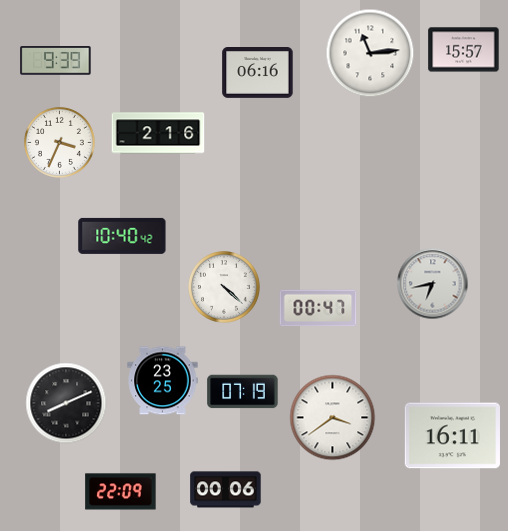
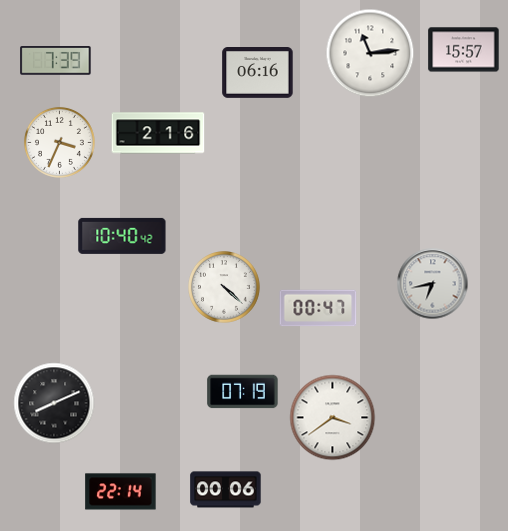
clock at (56, 61): 9:39 -> 7:39
clock at (163, 381): 23:25 -> none
clock at (66, 403) position: (66, 403) -> (54, 403)
clock at (452, 436): 16:11 -> none
clock at (121, 492): 22:09 -> 22:14
